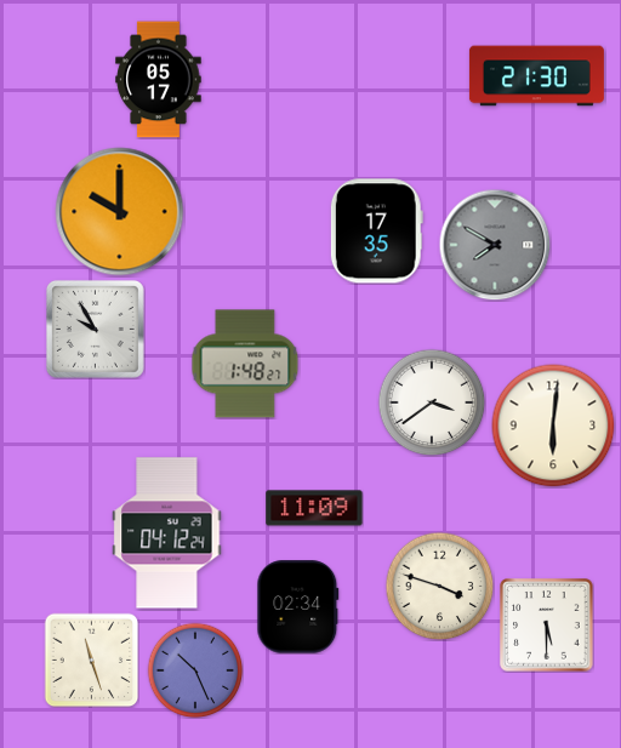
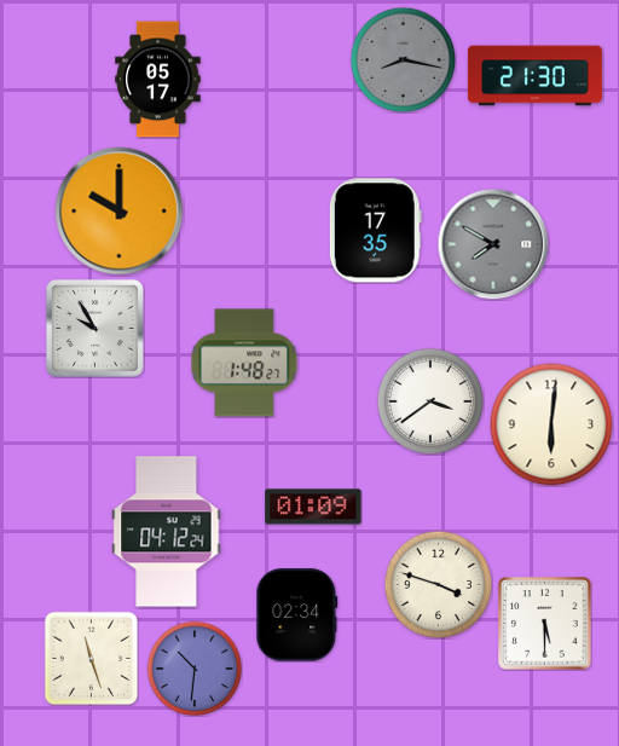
clock at (403, 59): none -> 8:17
clock at (314, 508): 11:09 -> 01:09
clock at (298, 607) position: (298, 607) -> (297, 615)
clock at (195, 670): 10:26 -> 10:31
